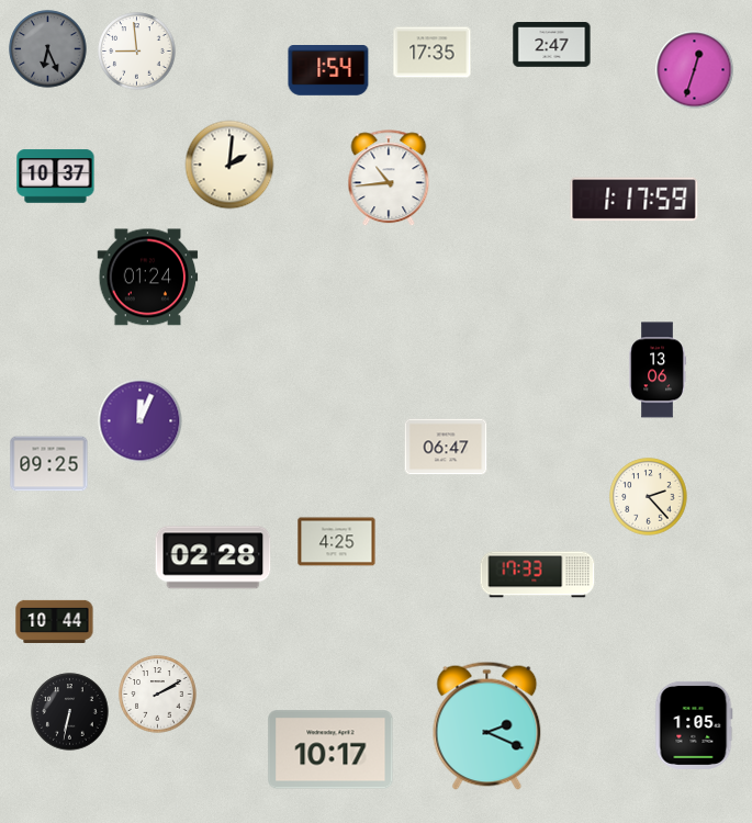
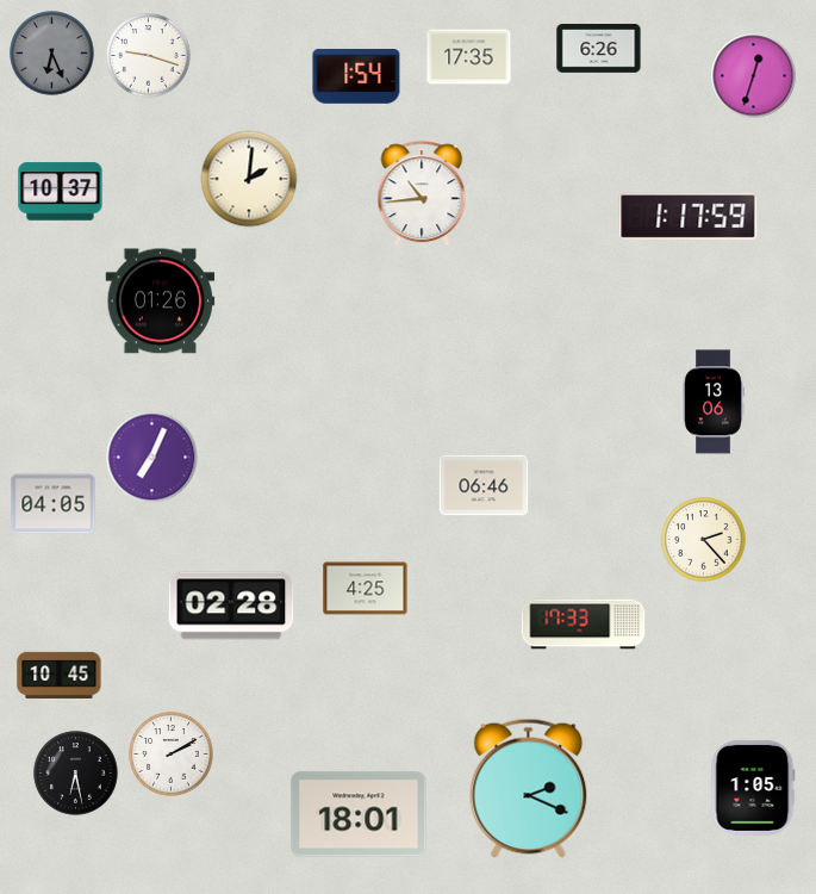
clock at (552, 45): 2:47 -> 6:26
clock at (137, 52): 8:59 -> 9:18
clock at (148, 278): 01:24 -> 01:26
clock at (141, 421): 12:04 -> 7:04
clock at (446, 447): 06:47 -> 06:46
clock at (49, 464): 09:25 -> 04:05
clock at (55, 621): 10:44 -> 10:45
clock at (70, 712): 6:32 -> 6:28
clock at (330, 749): 10:17 -> 18:01
